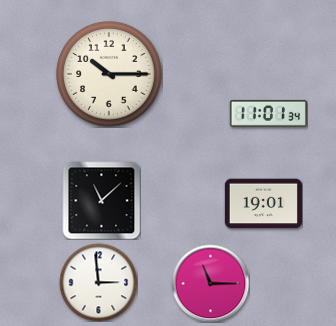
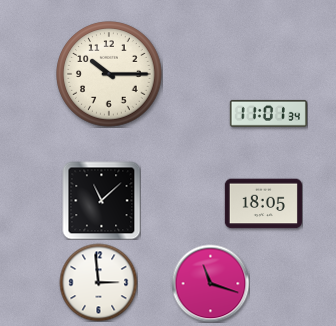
clock at (263, 204): 19:01 -> 18:05
clock at (210, 283): 11:15 -> 11:18
